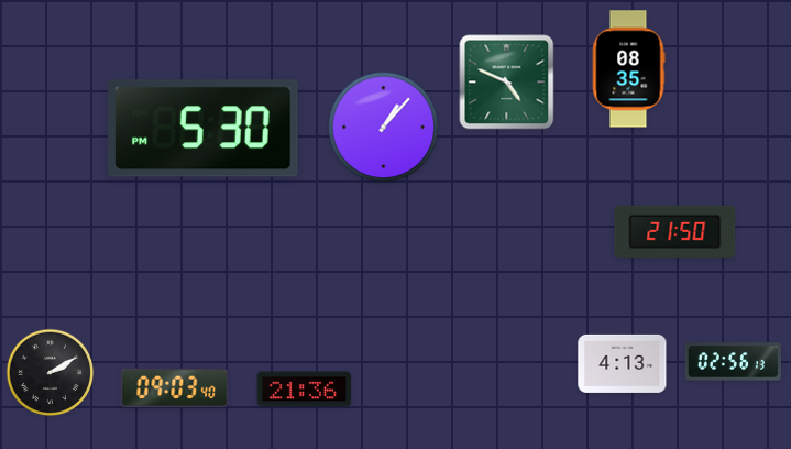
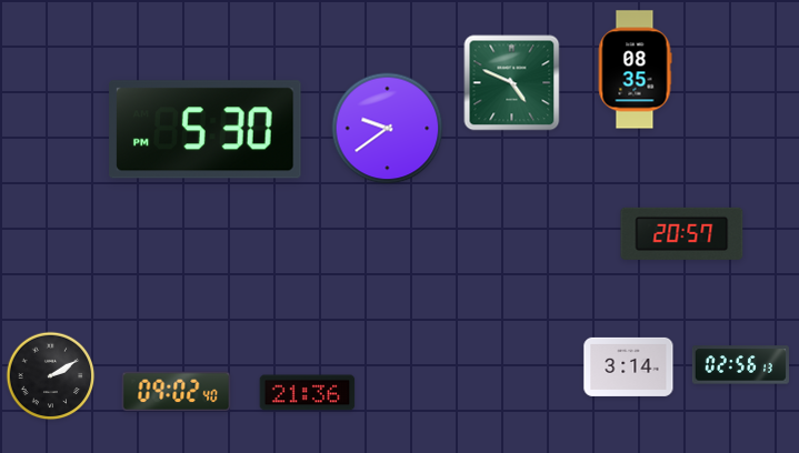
clock at (384, 128): 1:07 -> 9:39
clock at (675, 231): 21:50 -> 20:57
clock at (623, 363): 4:13 -> 3:14
clock at (175, 388): 09:03 -> 09:02
